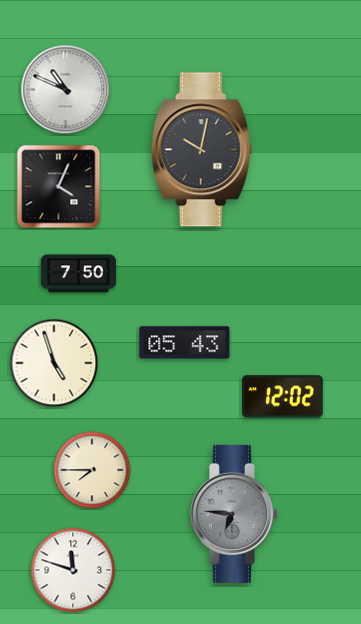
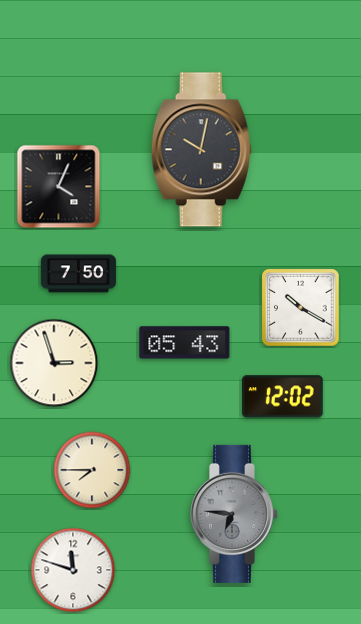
clock at (66, 90): 10:49 -> none
clock at (301, 308): none -> 10:20
clock at (54, 363): 4:57 -> 2:57
